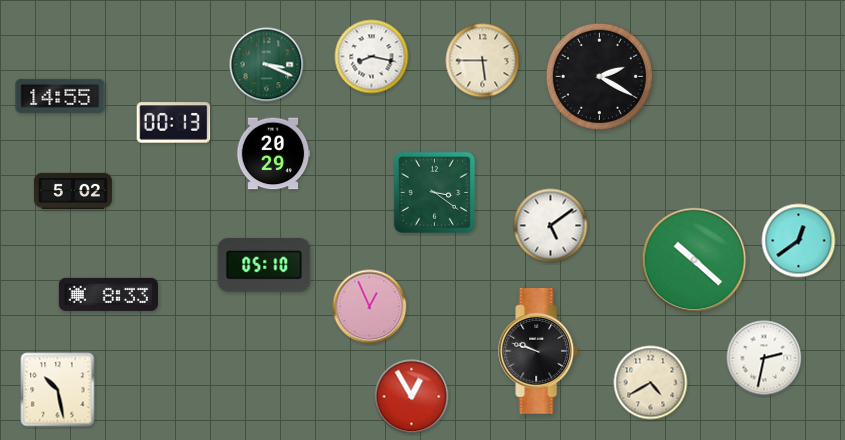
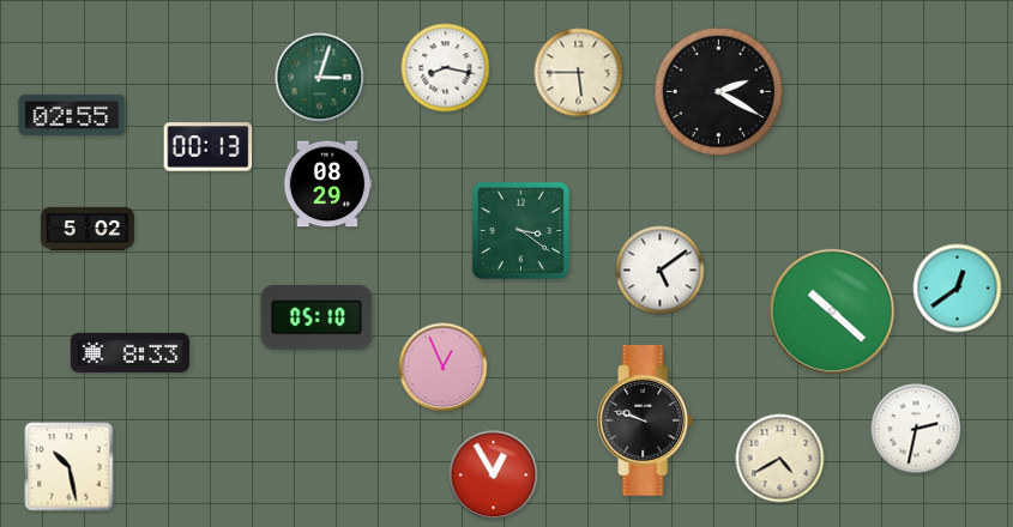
clock at (267, 65): 3:19 -> 3:03
clock at (60, 96): 14:55 -> 02:55
clock at (273, 154): 20:29 -> 08:29
